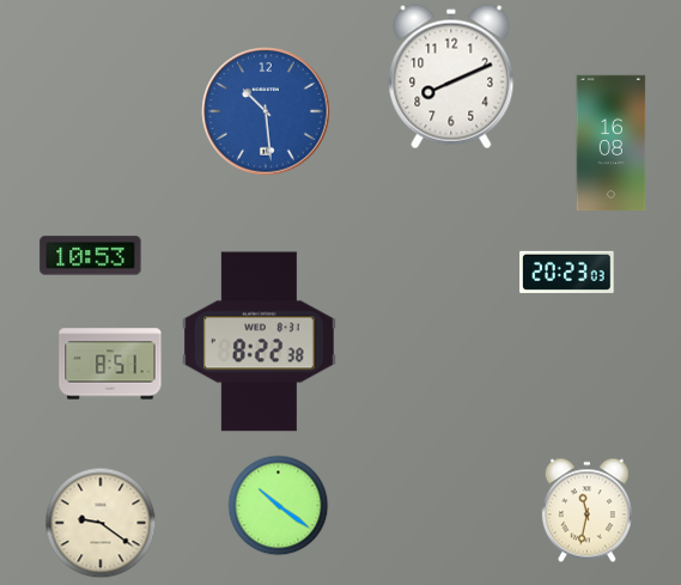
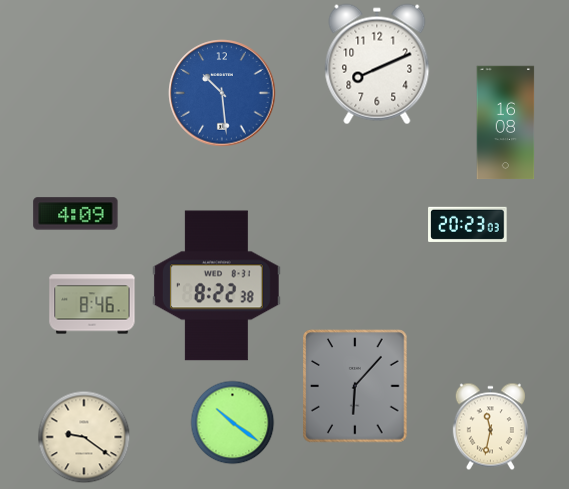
clock at (612, 144) position: (612, 144) -> (506, 123)
clock at (91, 256): 10:53 -> 4:09
clock at (567, 272) position: (567, 272) -> (468, 224)
clock at (110, 364): 8:51 -> 8:46
clock at (355, 386): none -> 6:07
